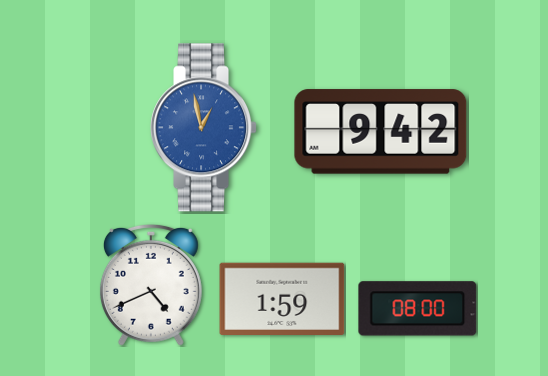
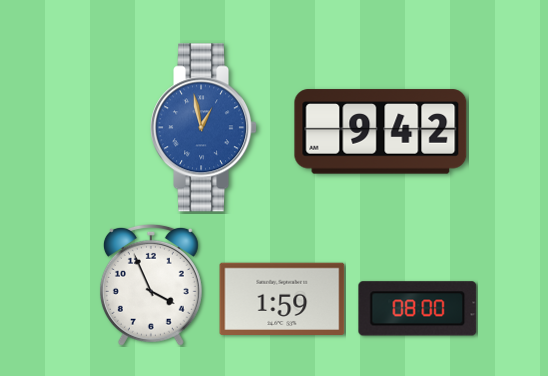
clock at (151, 285): 4:41 -> 3:56
